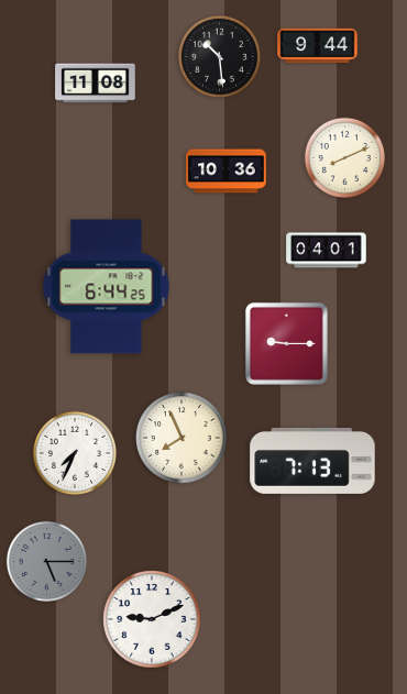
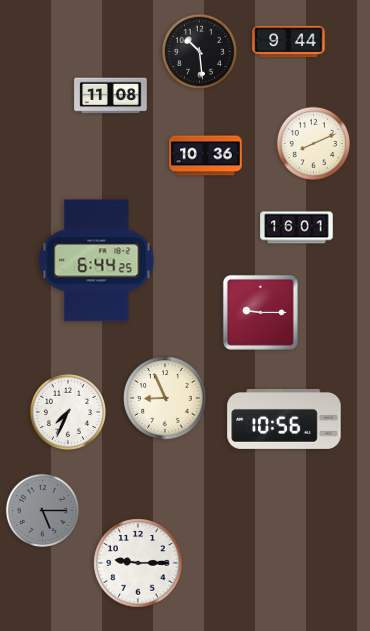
clock at (96, 84) position: (96, 84) -> (111, 96)
clock at (327, 251): 04:01 -> 16:01
clock at (182, 438): 7:56 -> 8:56
clock at (312, 461): 7:13 -> 10:56
clock at (152, 619): 9:11 -> 9:15
